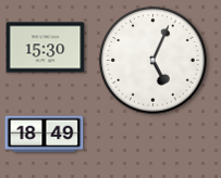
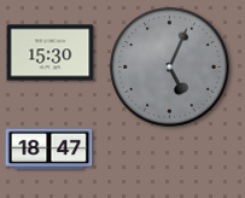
clock at (154, 61) dial: white -> grey
clock at (45, 135): 18:49 -> 18:47
